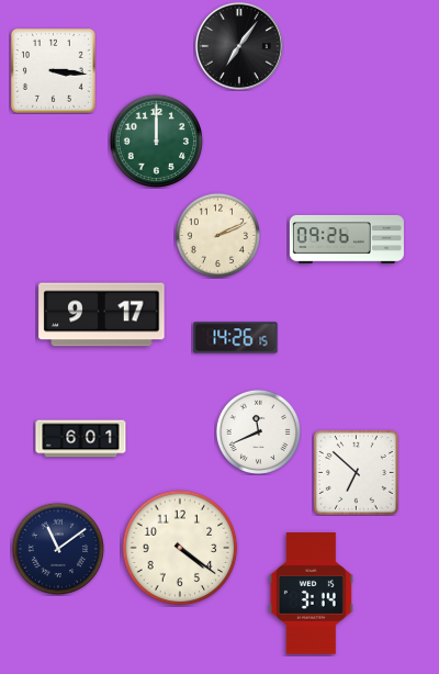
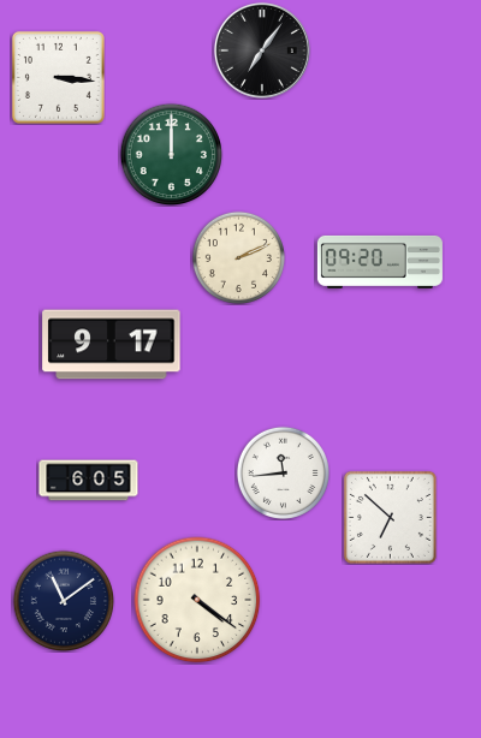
clock at (347, 239): 09:26 -> 09:20
clock at (236, 338): 14:26 -> none
clock at (258, 431): 11:41 -> 11:44
clock at (81, 439): 6:01 -> 6:05
clock at (311, 594): 3:14 -> none
